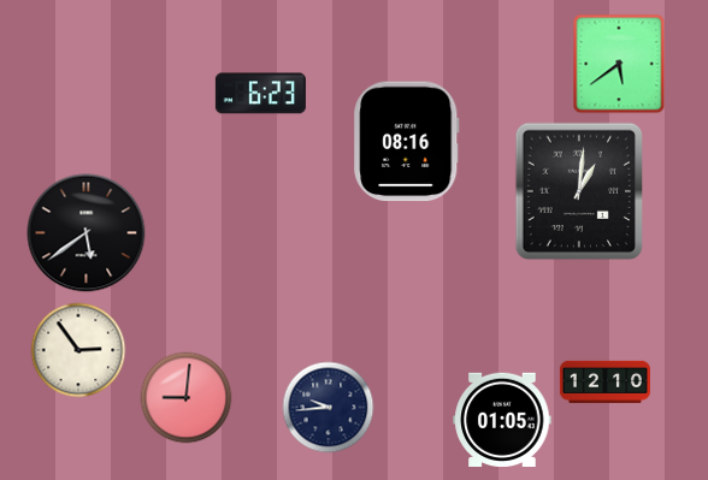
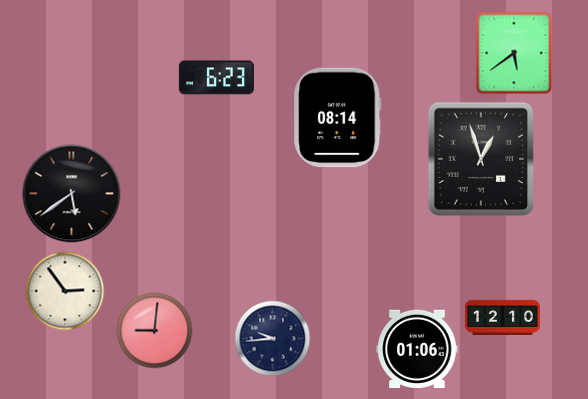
clock at (407, 142): 08:16 -> 08:14
clock at (578, 191): 1:01 -> 12:57
clock at (502, 419): 01:05 -> 01:06
